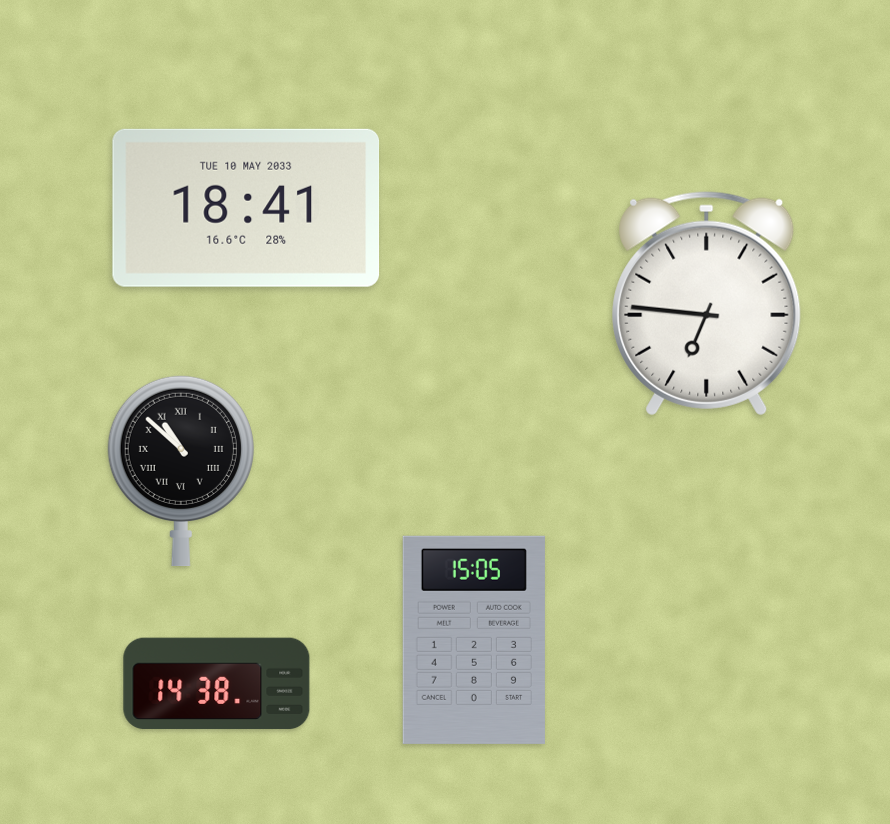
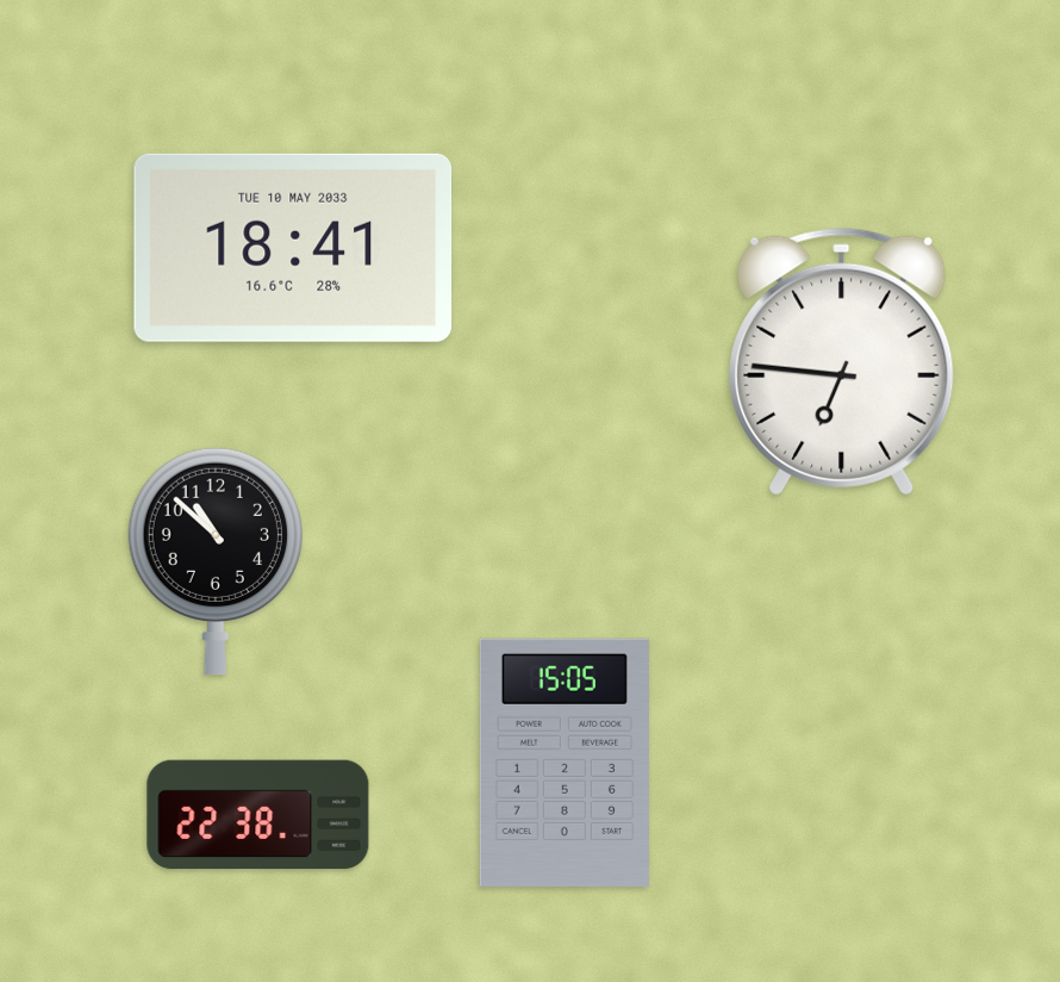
clock at (181, 471) numerals: Roman -> Arabic
clock at (217, 684): 14:38 -> 22:38
